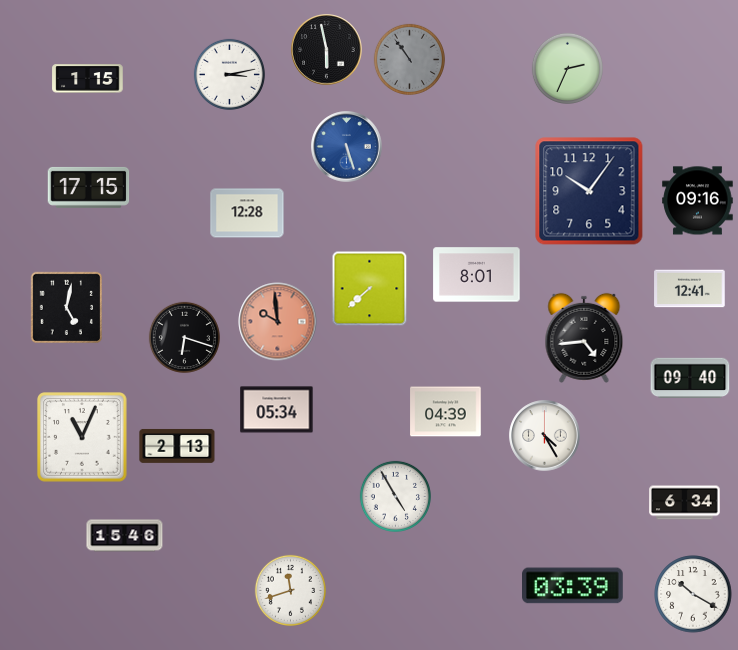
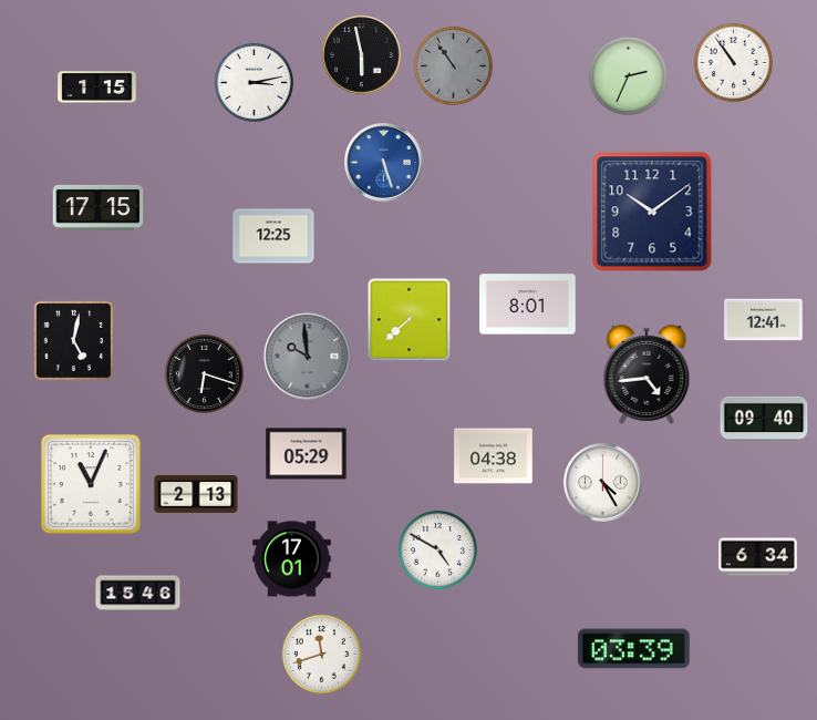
clock at (733, 62): none -> 10:54
clock at (589, 191): 10:06 -> 10:09
clock at (698, 201): 09:16 -> none
clock at (247, 213): 12:28 -> 12:25
clock at (278, 322) dial: salmon -> grey
clock at (277, 410): 05:34 -> 05:29
clock at (446, 412): 04:39 -> 04:38
clock at (395, 496): 4:55 -> 4:50
clock at (292, 559): none -> 17:01
clock at (693, 594): 10:20 -> none
